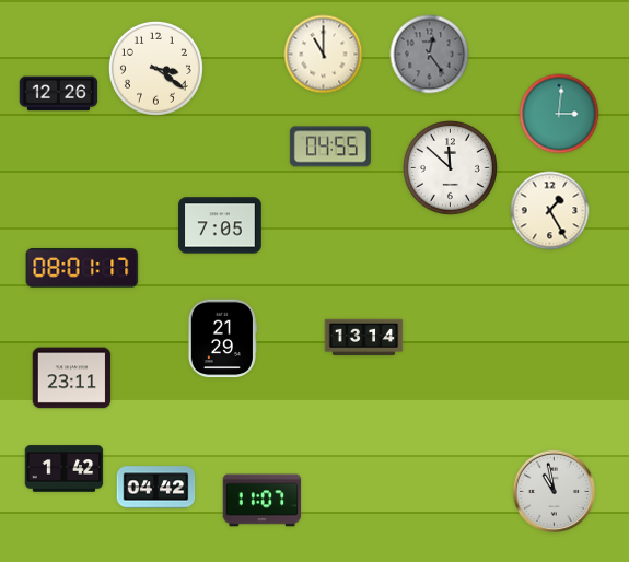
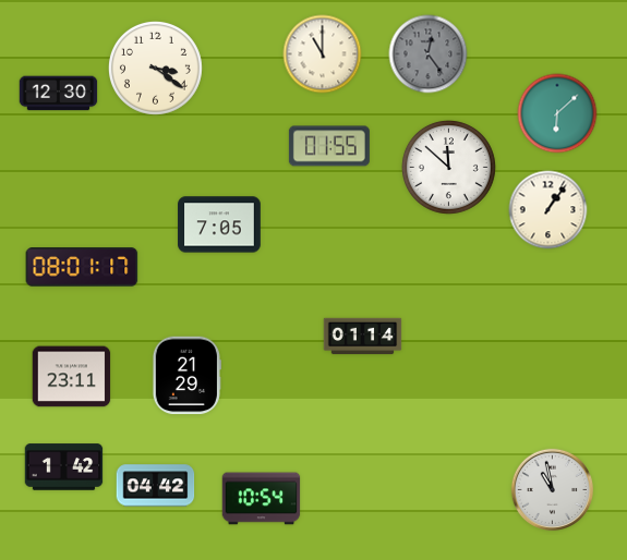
clock at (59, 94): 12:26 -> 12:30
clock at (559, 114): 3:01 -> 6:08
clock at (330, 147): 04:55 -> 01:55
clock at (550, 211): 1:25 -> 1:06
clock at (364, 338): 13:14 -> 01:14
clock at (222, 339) position: (222, 339) -> (186, 376)
clock at (263, 501): 11:07 -> 10:54
